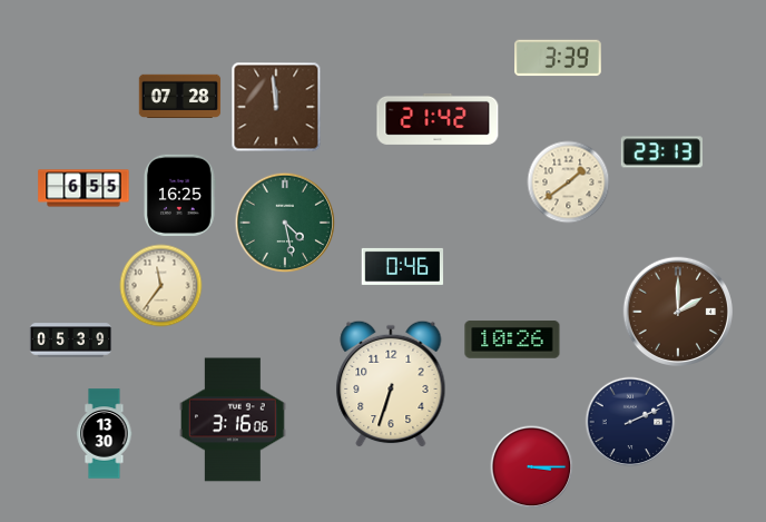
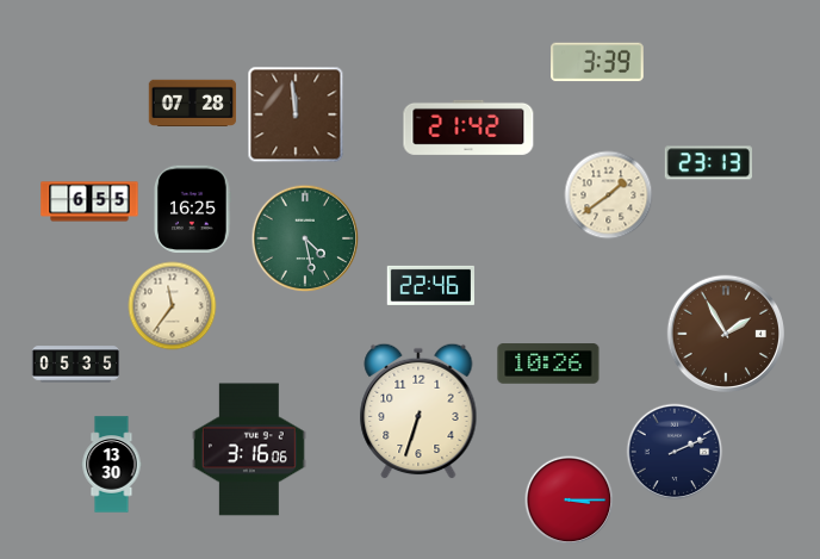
clock at (403, 266): 0:46 -> 22:46
clock at (677, 311): 2:00 -> 1:55
clock at (71, 341): 05:39 -> 05:35
